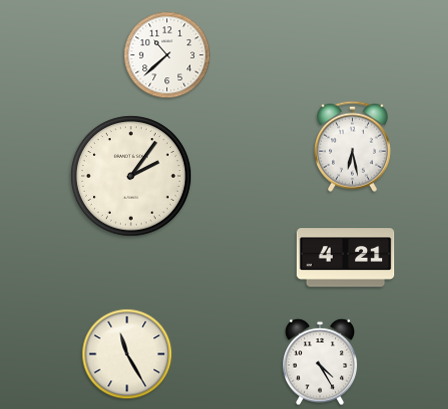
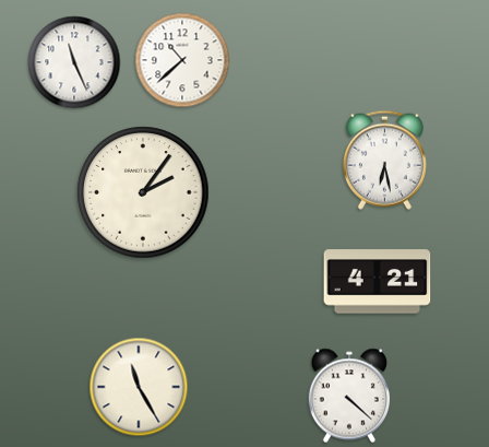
clock at (74, 62): none -> 11:26
clock at (319, 362): 4:25 -> 4:22
